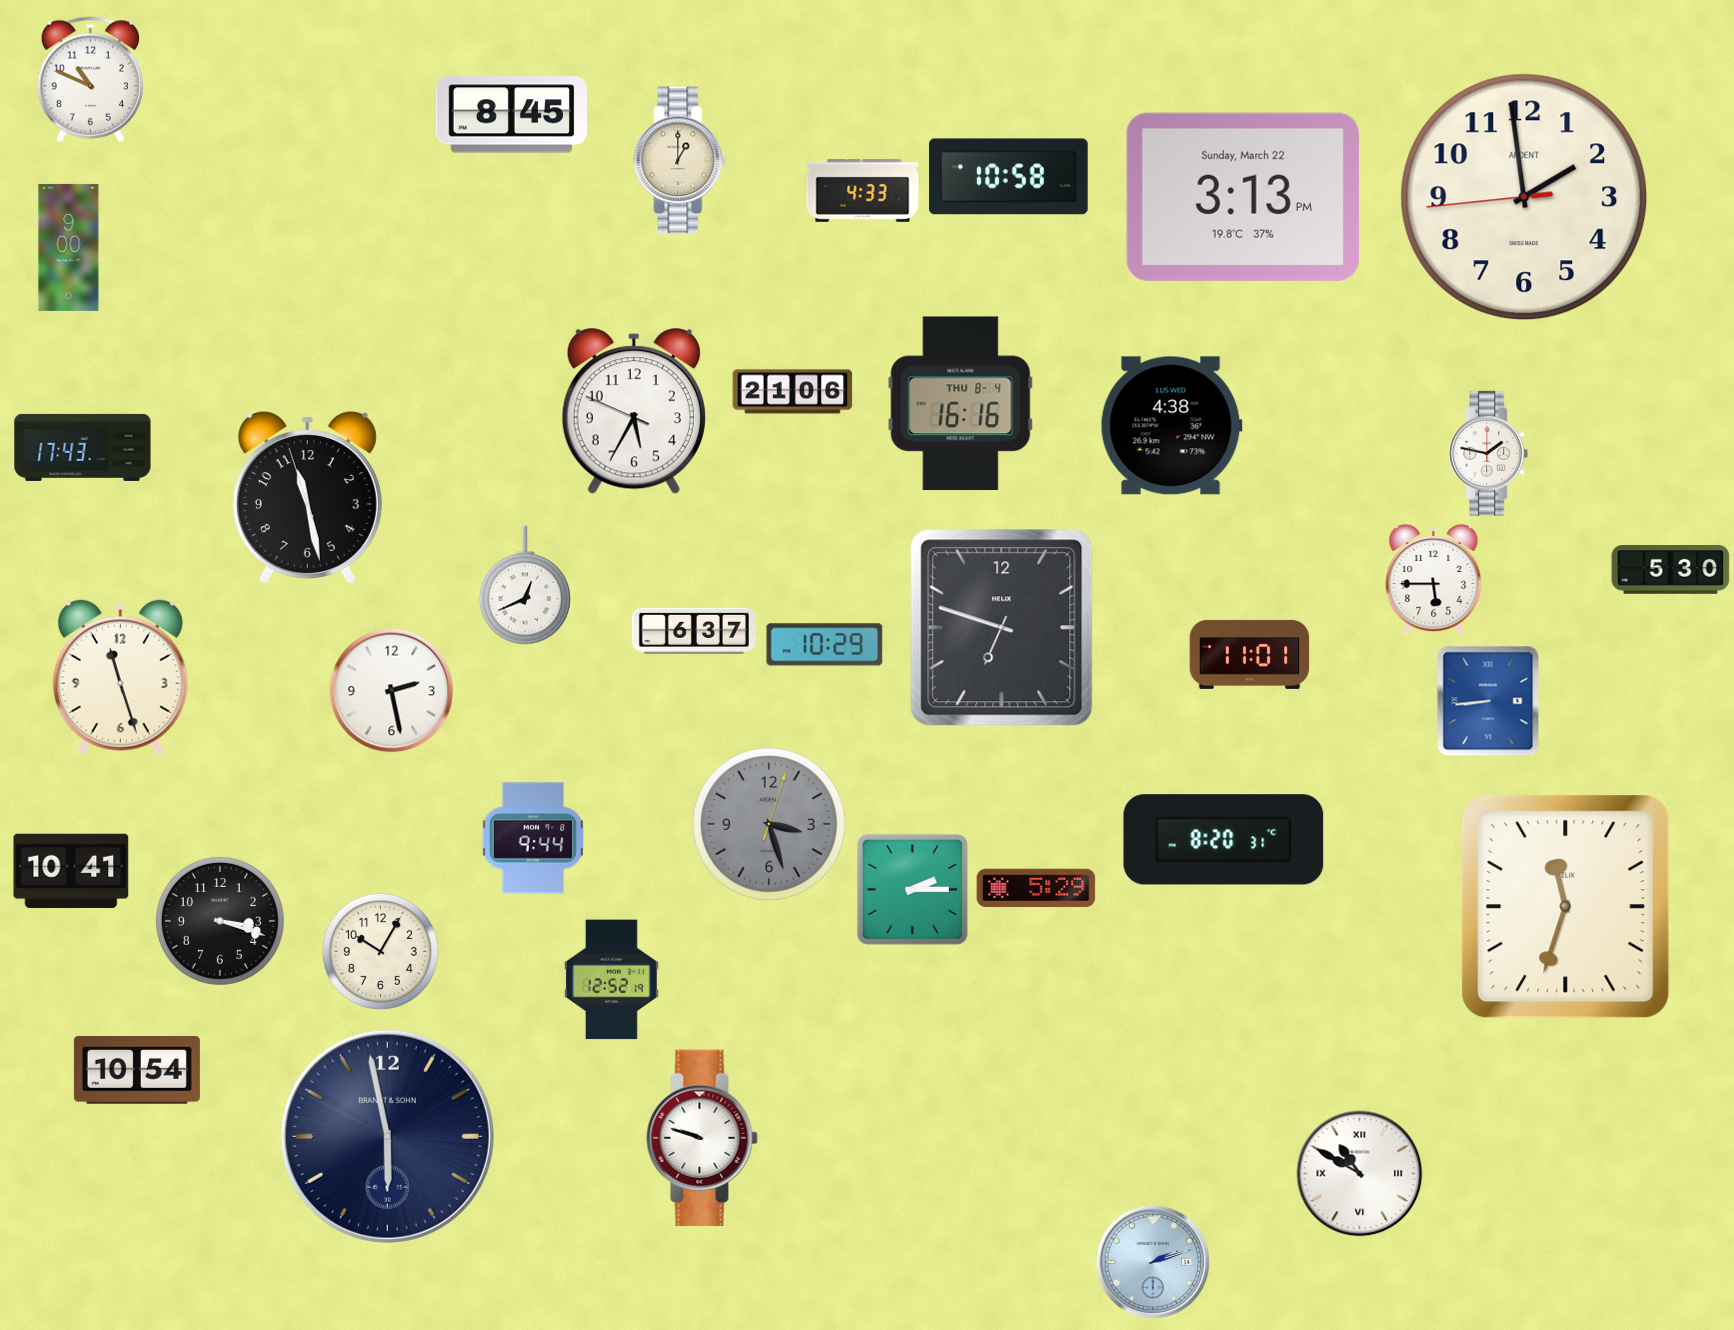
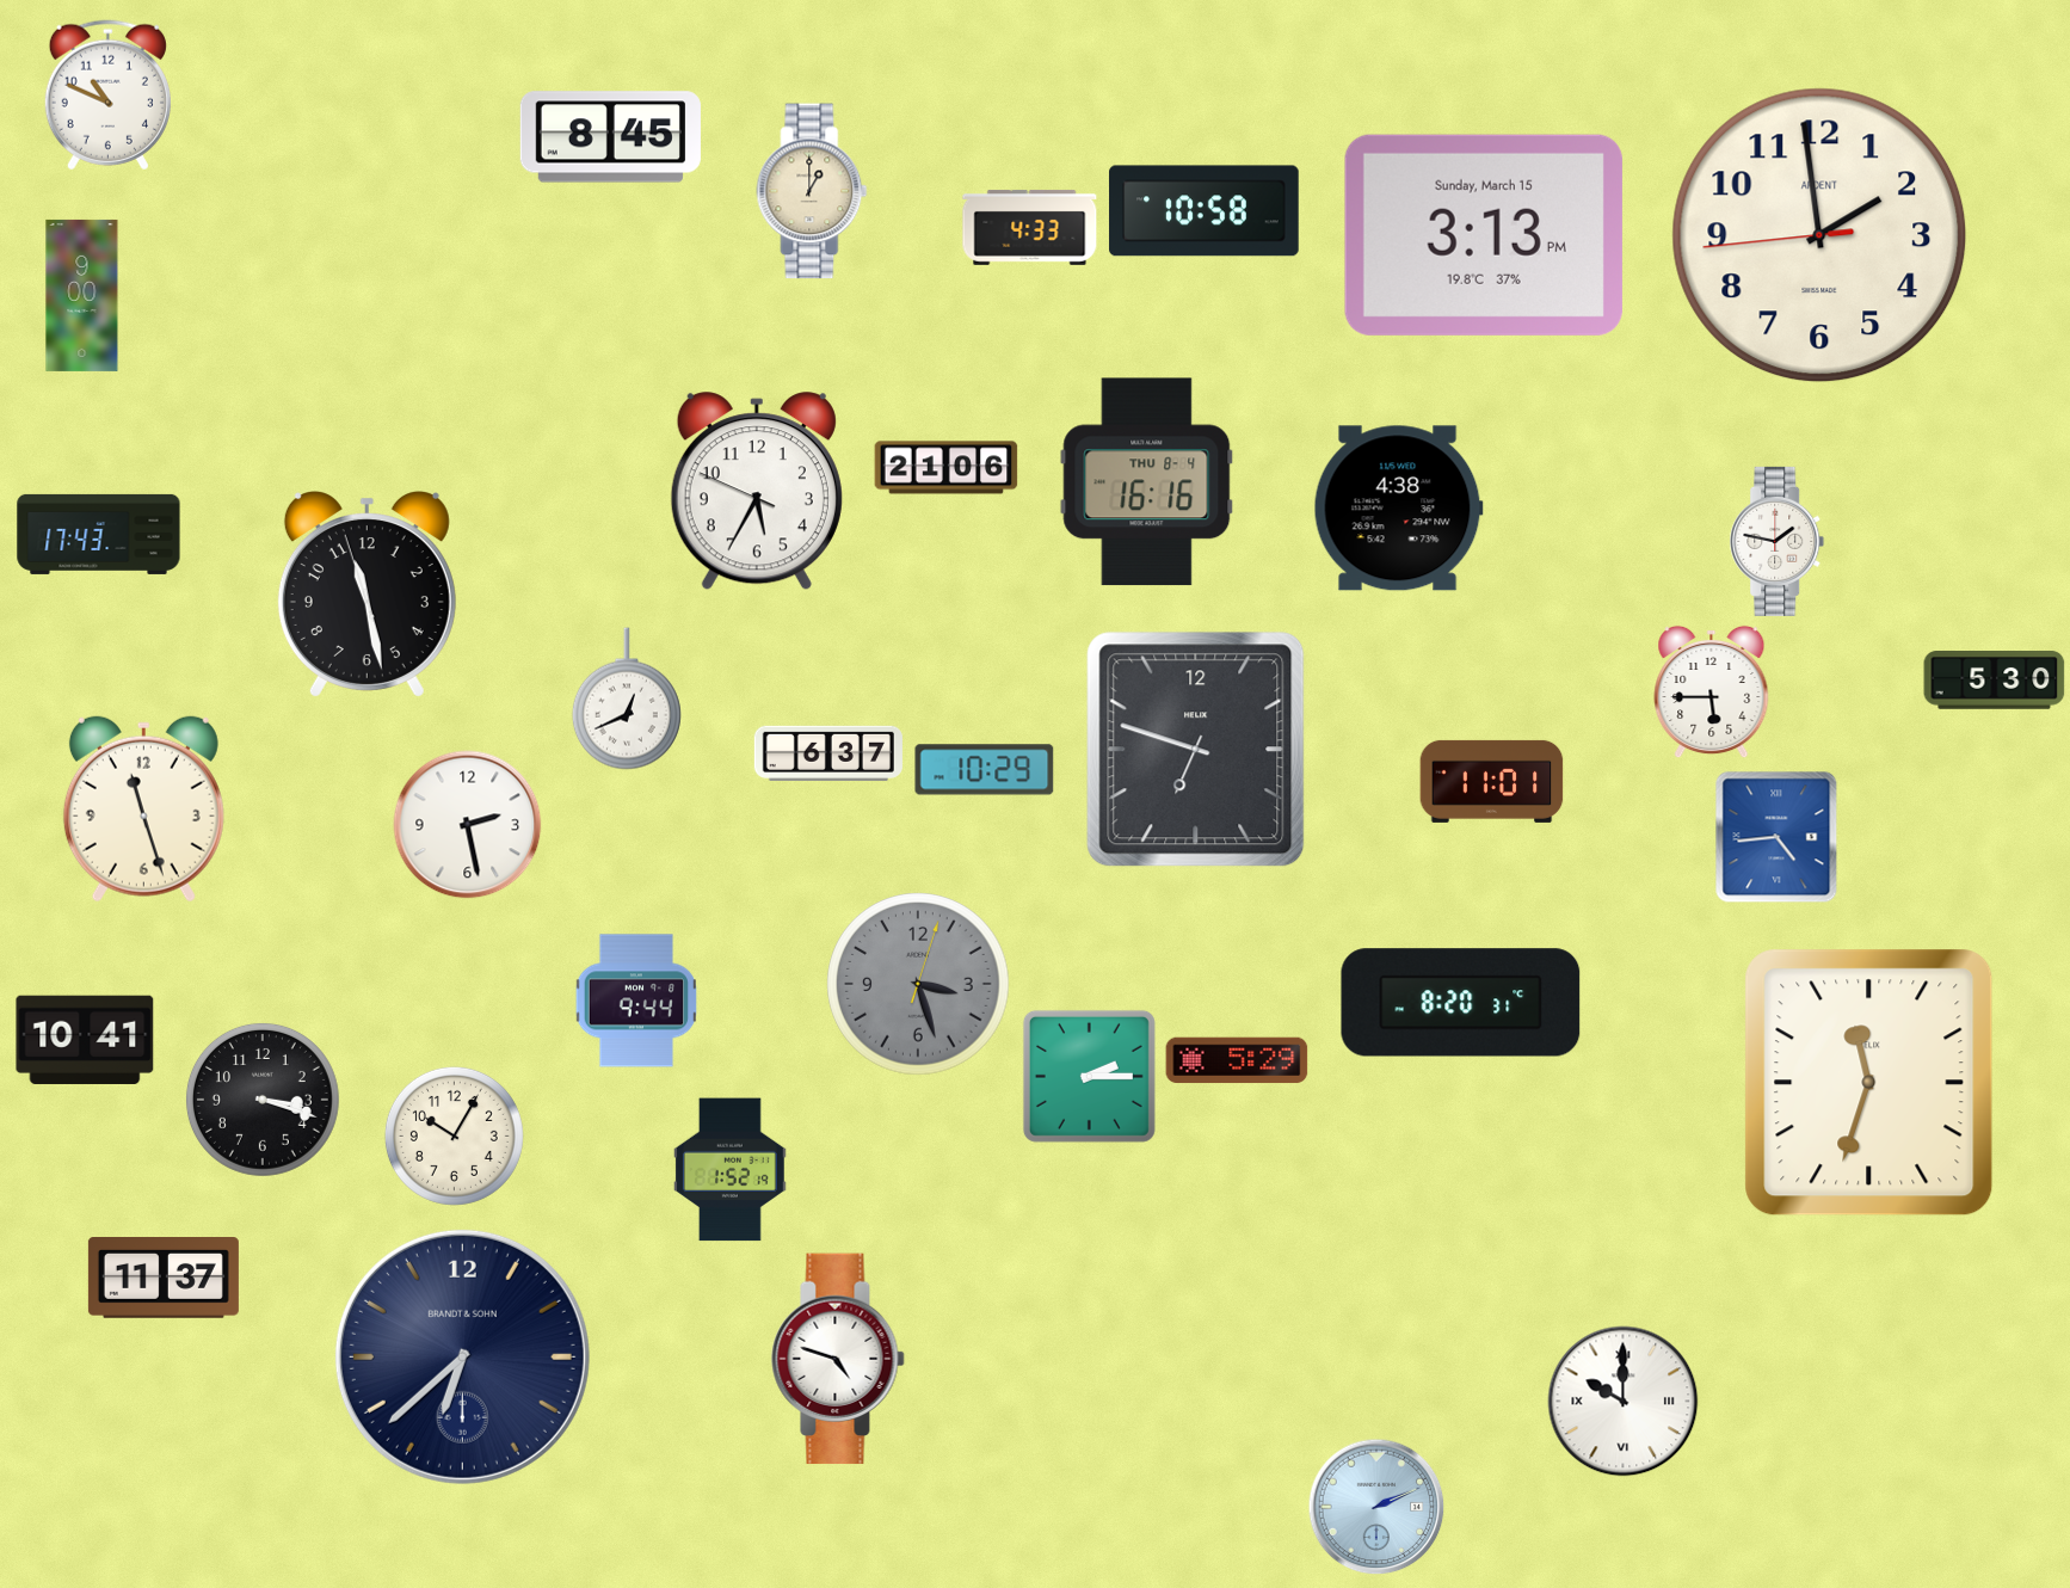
clock at (1243, 197) date: Sunday, March 22 -> Sunday, March 15
clock at (1488, 701): 8:44 -> 4:44
clock at (912, 889) position: (912, 889) -> (1089, 1076)
clock at (611, 980): 12:52 -> 1:52
clock at (137, 1071): 10:54 -> 11:37
clock at (387, 1136): 5:58 -> 6:38
clock at (702, 1138): 9:48 -> 4:48
clock at (1360, 1174): 10:50 -> 10:00
clock at (1153, 1262): 2:12 -> 2:11
